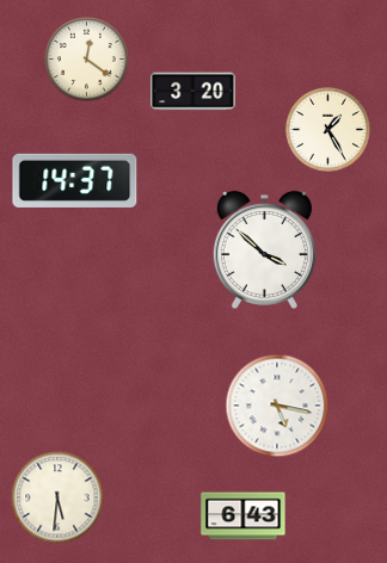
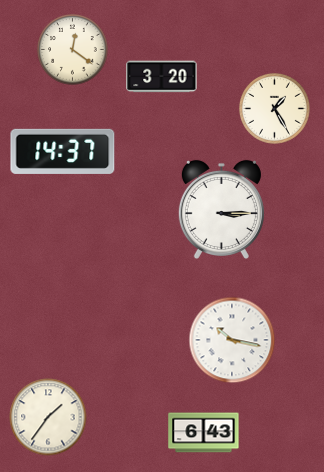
clock at (264, 249): 3:52 -> 3:15
clock at (277, 406): 5:17 -> 10:17
clock at (57, 497): 5:31 -> 1:36
